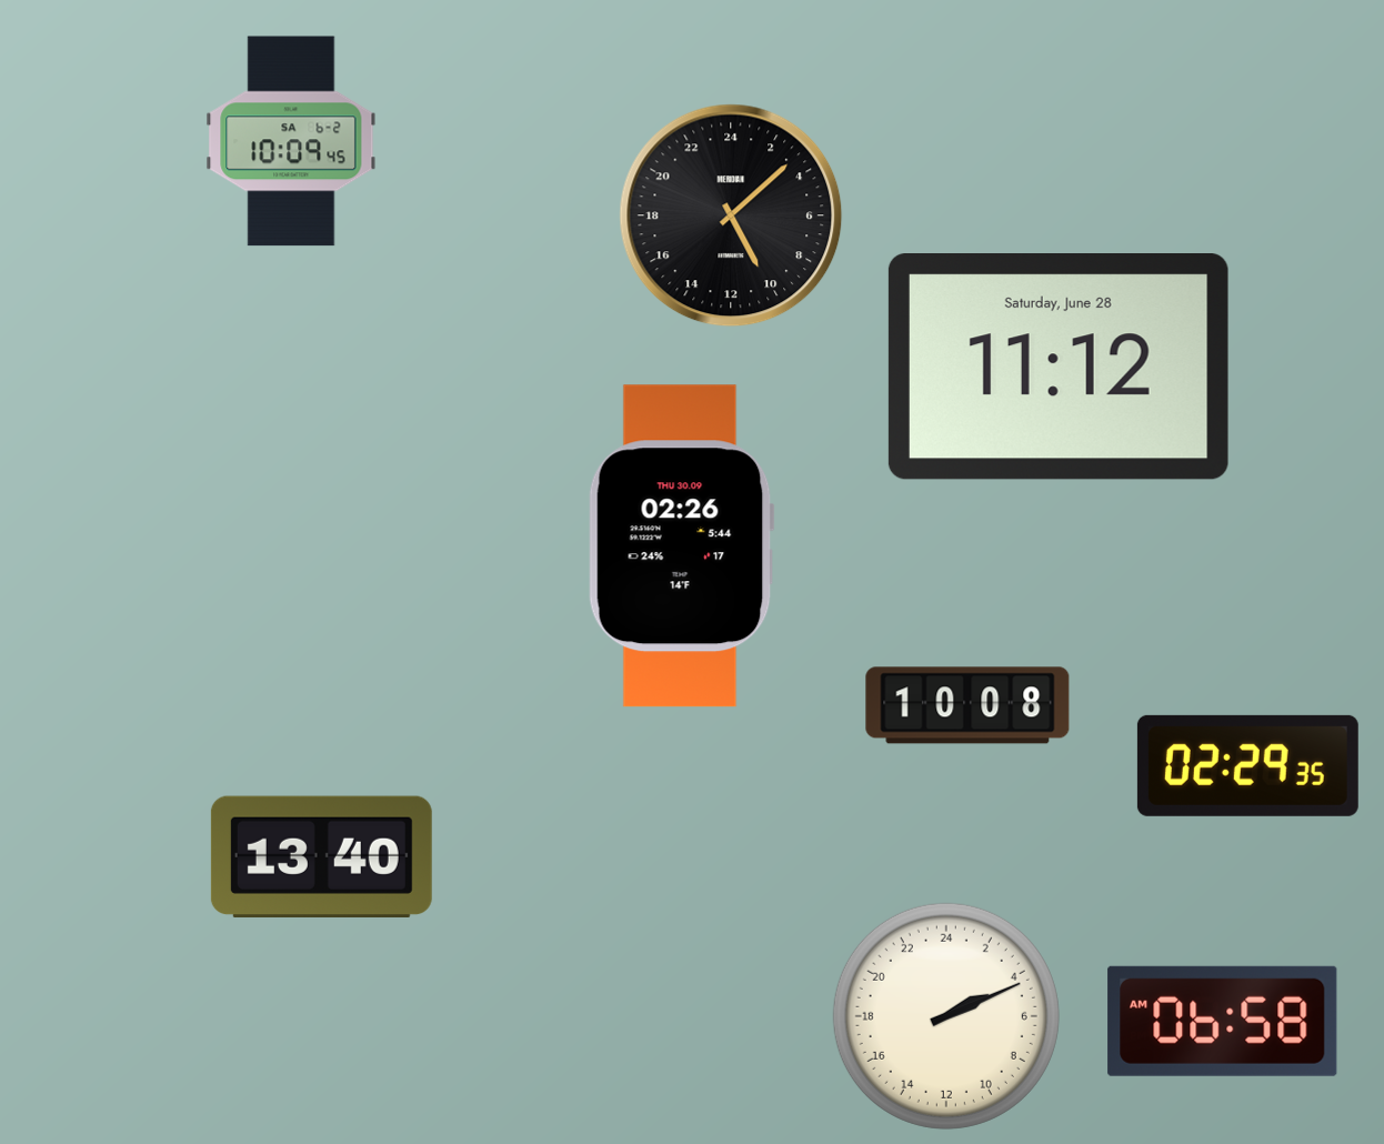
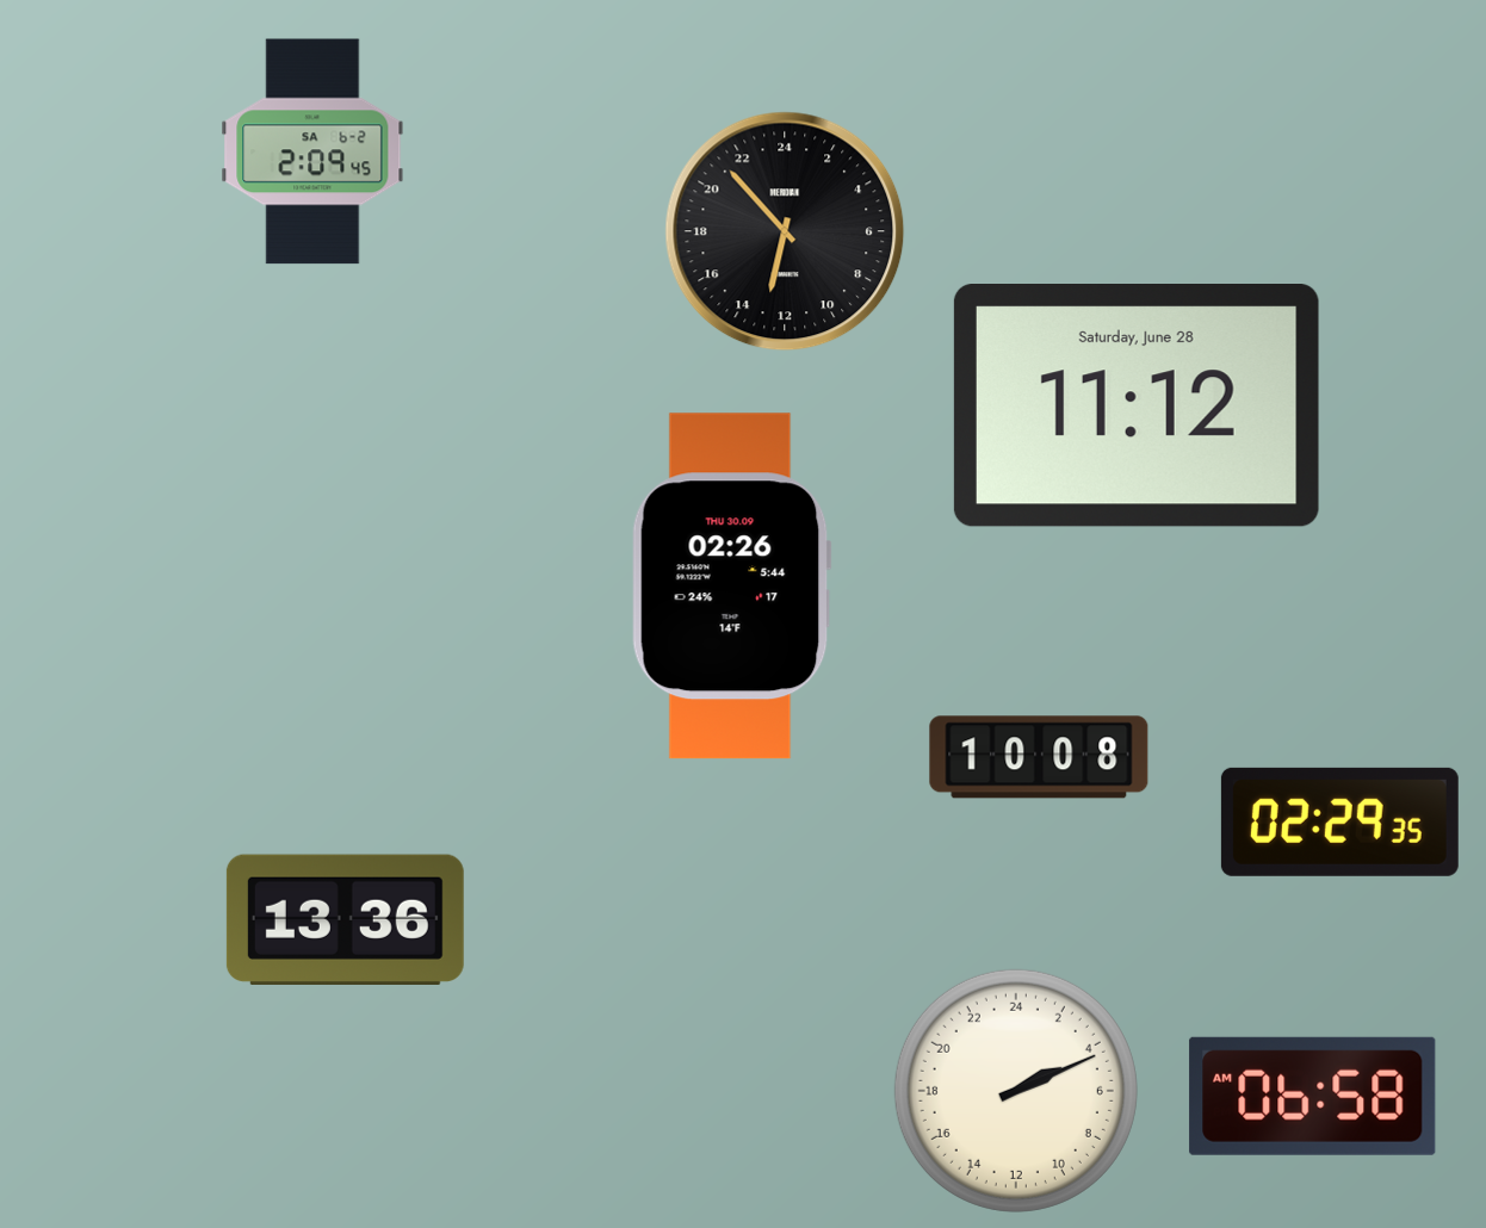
clock at (291, 141): 10:09 -> 2:09
clock at (731, 215): 10:08 -> 12:53
clock at (1059, 368) position: (1059, 368) -> (1137, 407)
clock at (321, 856): 13:40 -> 13:36
